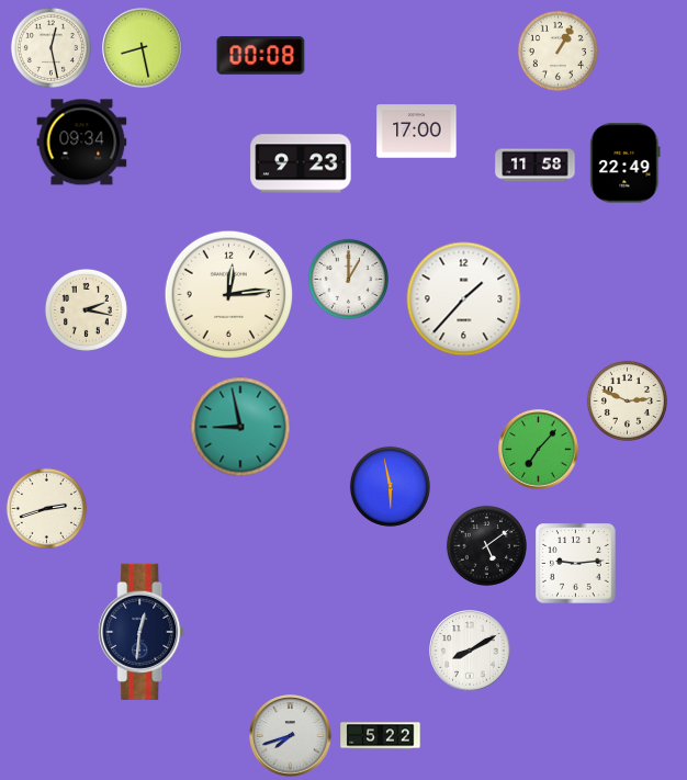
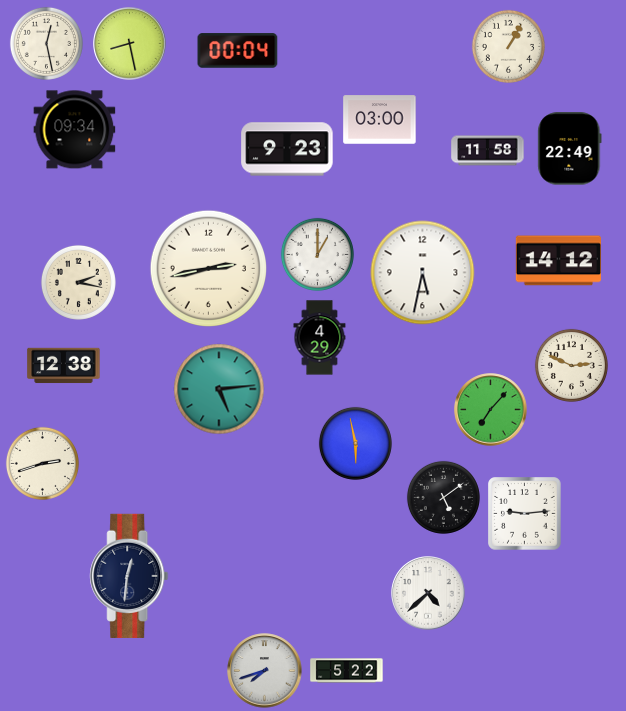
clock at (261, 56): 00:08 -> 00:04
clock at (417, 132): 17:00 -> 03:00
clock at (301, 163) position: (301, 163) -> (287, 149)
clock at (558, 261): none -> 14:12
clock at (228, 294): 12:14 -> 2:43
clock at (464, 299): 1:37 -> 5:32
clock at (320, 338): none -> 4:29
clock at (64, 366): none -> 12:38
clock at (240, 427): 8:58 -> 5:14
clock at (470, 651): 8:10 -> 4:38
